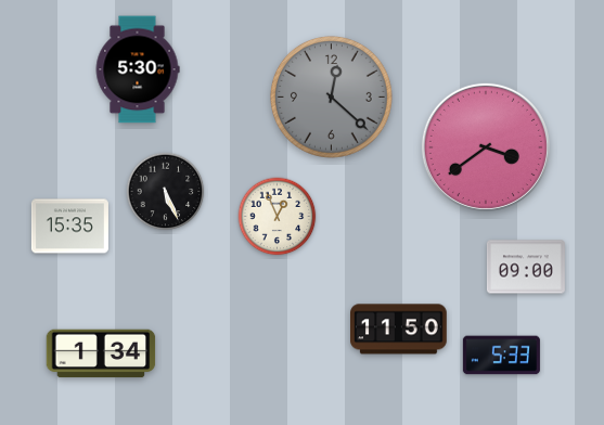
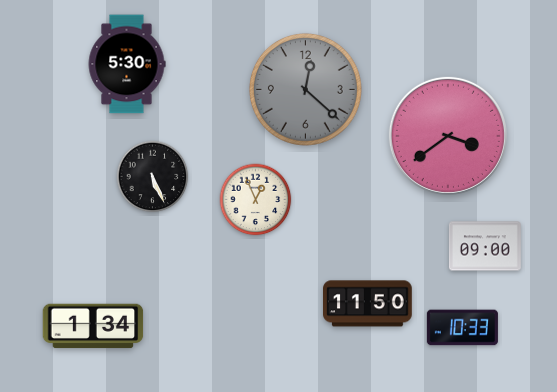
clock at (69, 227): 15:35 -> none
clock at (501, 356): 5:33 -> 10:33
